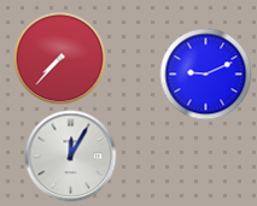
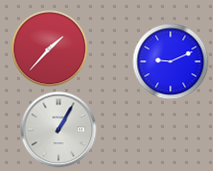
clock at (60, 59): 7:37 -> 1:37
clock at (71, 157): 12:05 -> 1:05
